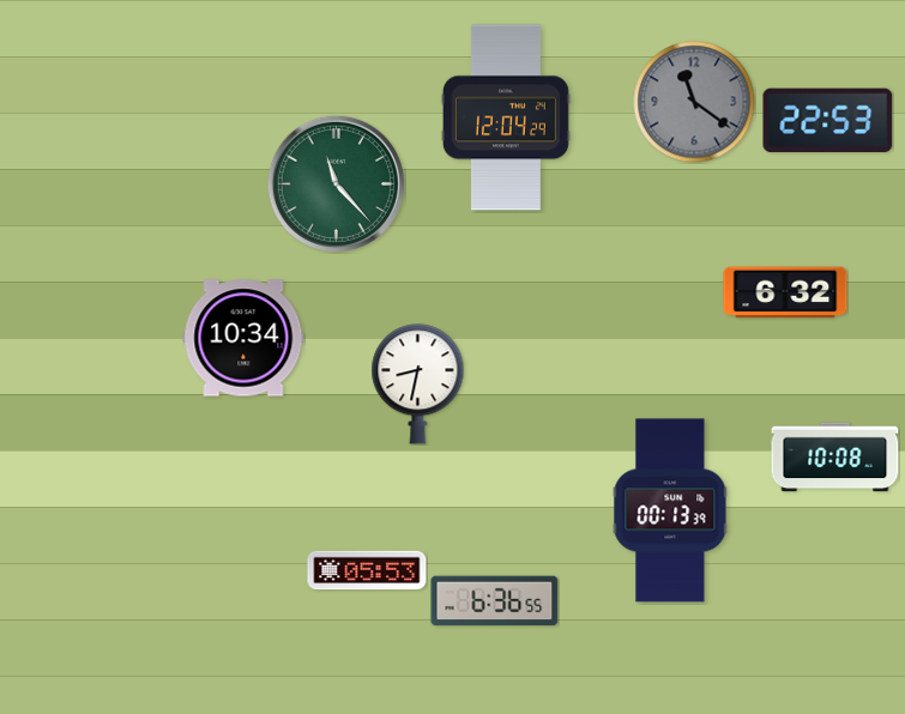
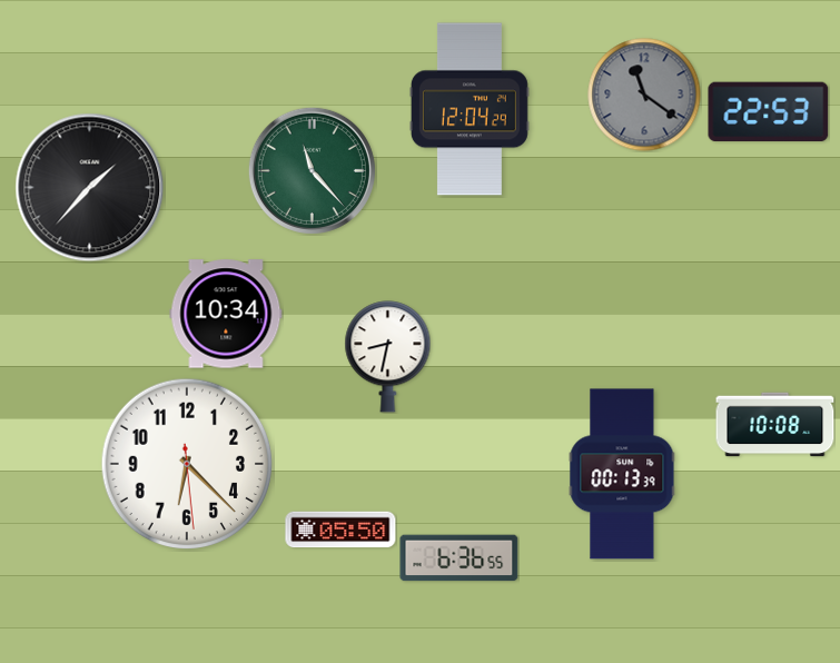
clock at (90, 188): none -> 1:37
clock at (785, 292): 6:32 -> none
clock at (187, 464): none -> 6:22
clock at (367, 570): 05:53 -> 05:50
